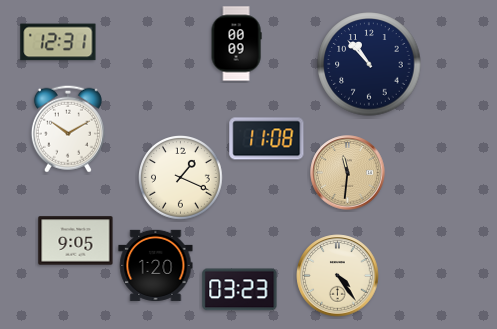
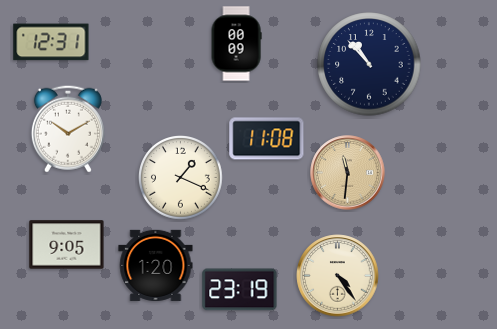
clock at (58, 42) position: (58, 42) -> (51, 42)
clock at (76, 241) position: (76, 241) -> (67, 245)
clock at (240, 290): 03:23 -> 23:19
